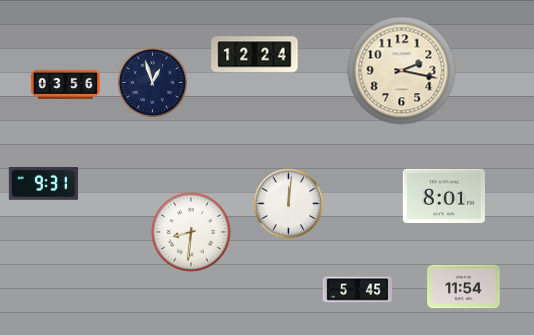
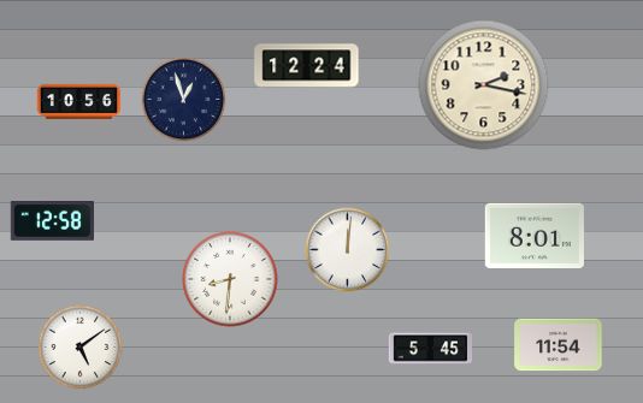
clock at (66, 84): 03:56 -> 10:56
clock at (43, 184): 9:31 -> 12:58
clock at (289, 204) position: (289, 204) -> (348, 250)
clock at (81, 348): none -> 5:09
